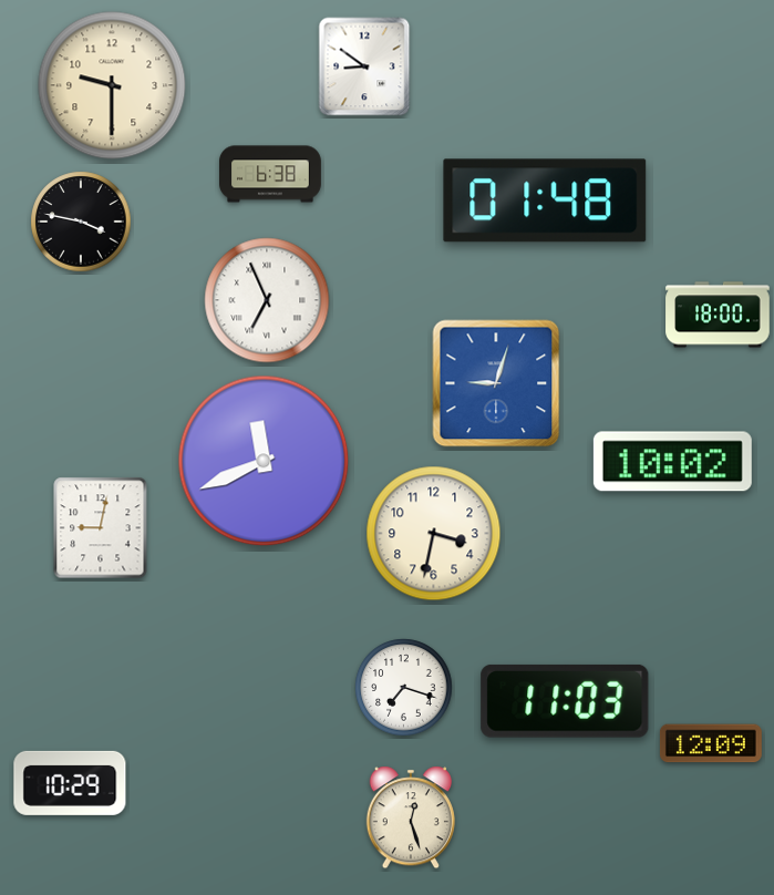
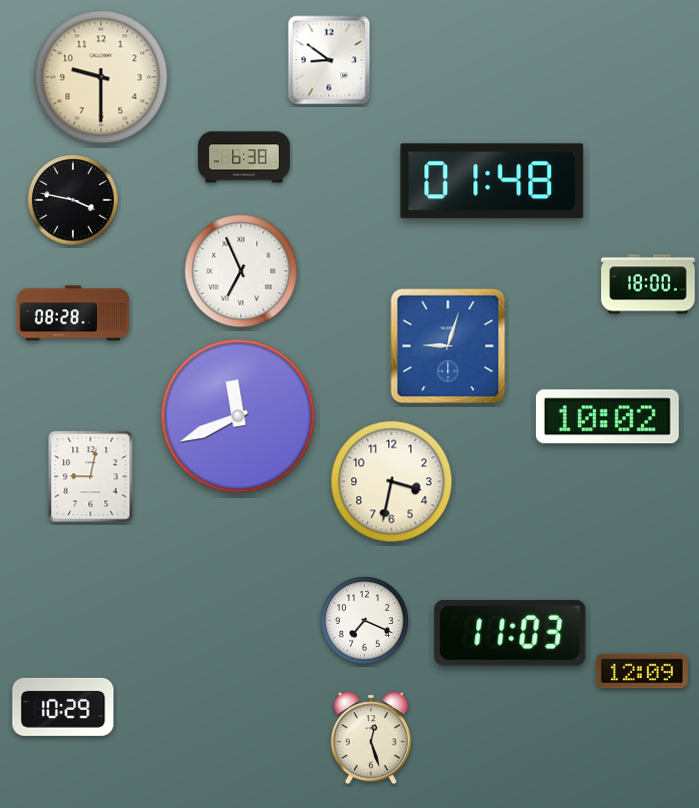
clock at (73, 313): none -> 08:28
clock at (404, 688): 7:18 -> 7:19
